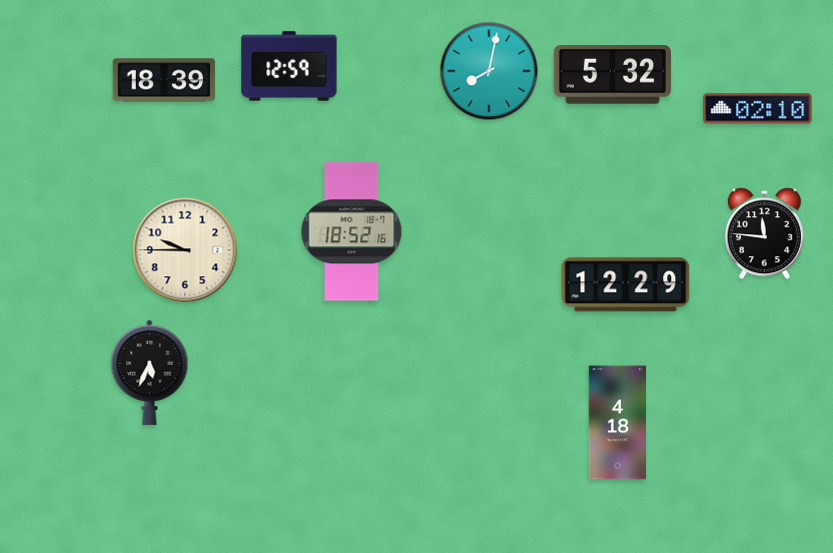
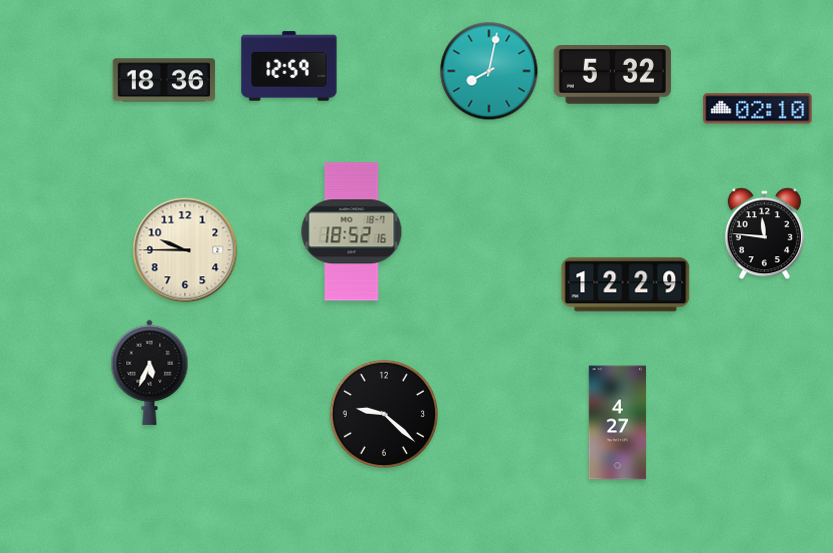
clock at (164, 80): 18:39 -> 18:36
clock at (383, 413): none -> 9:22
clock at (618, 423): 4:18 -> 4:27
